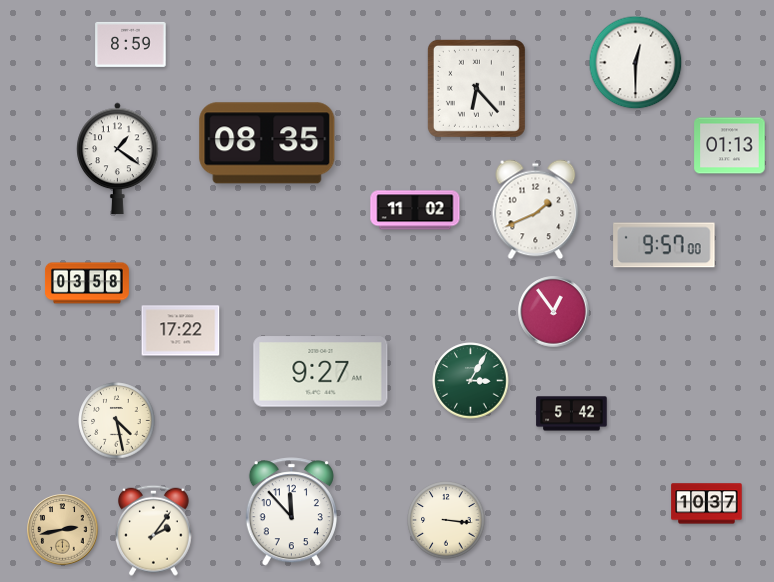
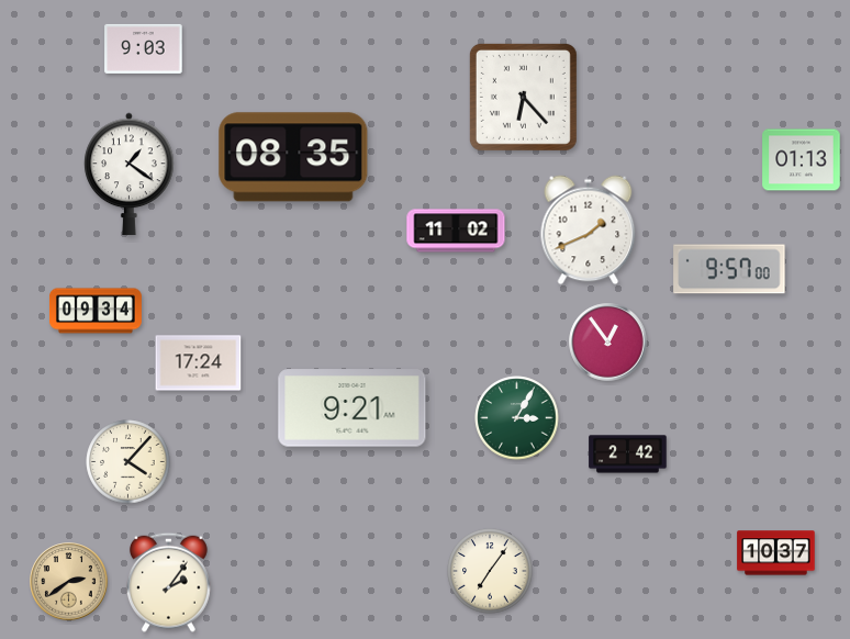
clock at (131, 44): 8:59 -> 9:03
clock at (636, 63): 12:30 -> none
clock at (88, 283): 03:58 -> 09:34
clock at (181, 331): 17:22 -> 17:24
clock at (321, 372): 9:27 -> 9:21
clock at (572, 414): 5:42 -> 2:42
clock at (117, 421): 4:28 -> 4:07
clock at (291, 512): 11:53 -> none
clock at (446, 520): 3:16 -> 7:06
clock at (63, 530): 2:43 -> 2:39
